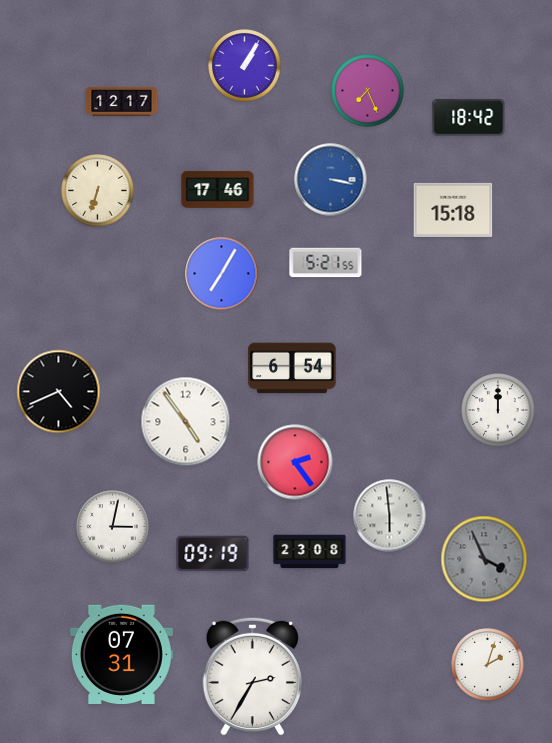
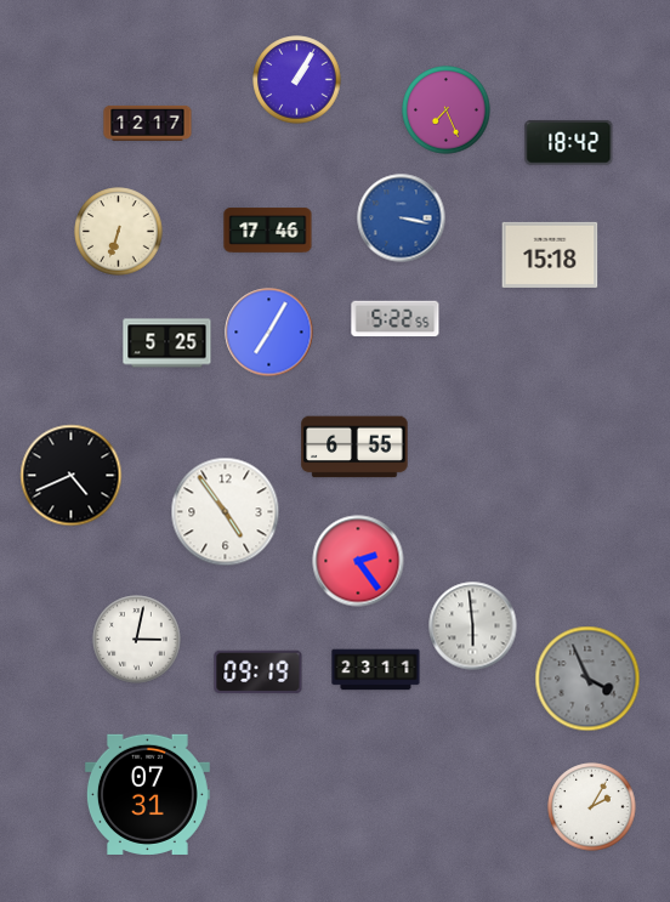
clock at (218, 190) position: (218, 190) -> (268, 231)
clock at (326, 263): 5:21 -> 5:22
clock at (167, 344): none -> 5:25
clock at (292, 368): 6:54 -> 6:55
clock at (498, 410): 12:00 -> none
clock at (310, 552): 23:08 -> 23:11
clock at (488, 665): 2:03 -> 2:05
clock at (252, 676): 2:35 -> none
